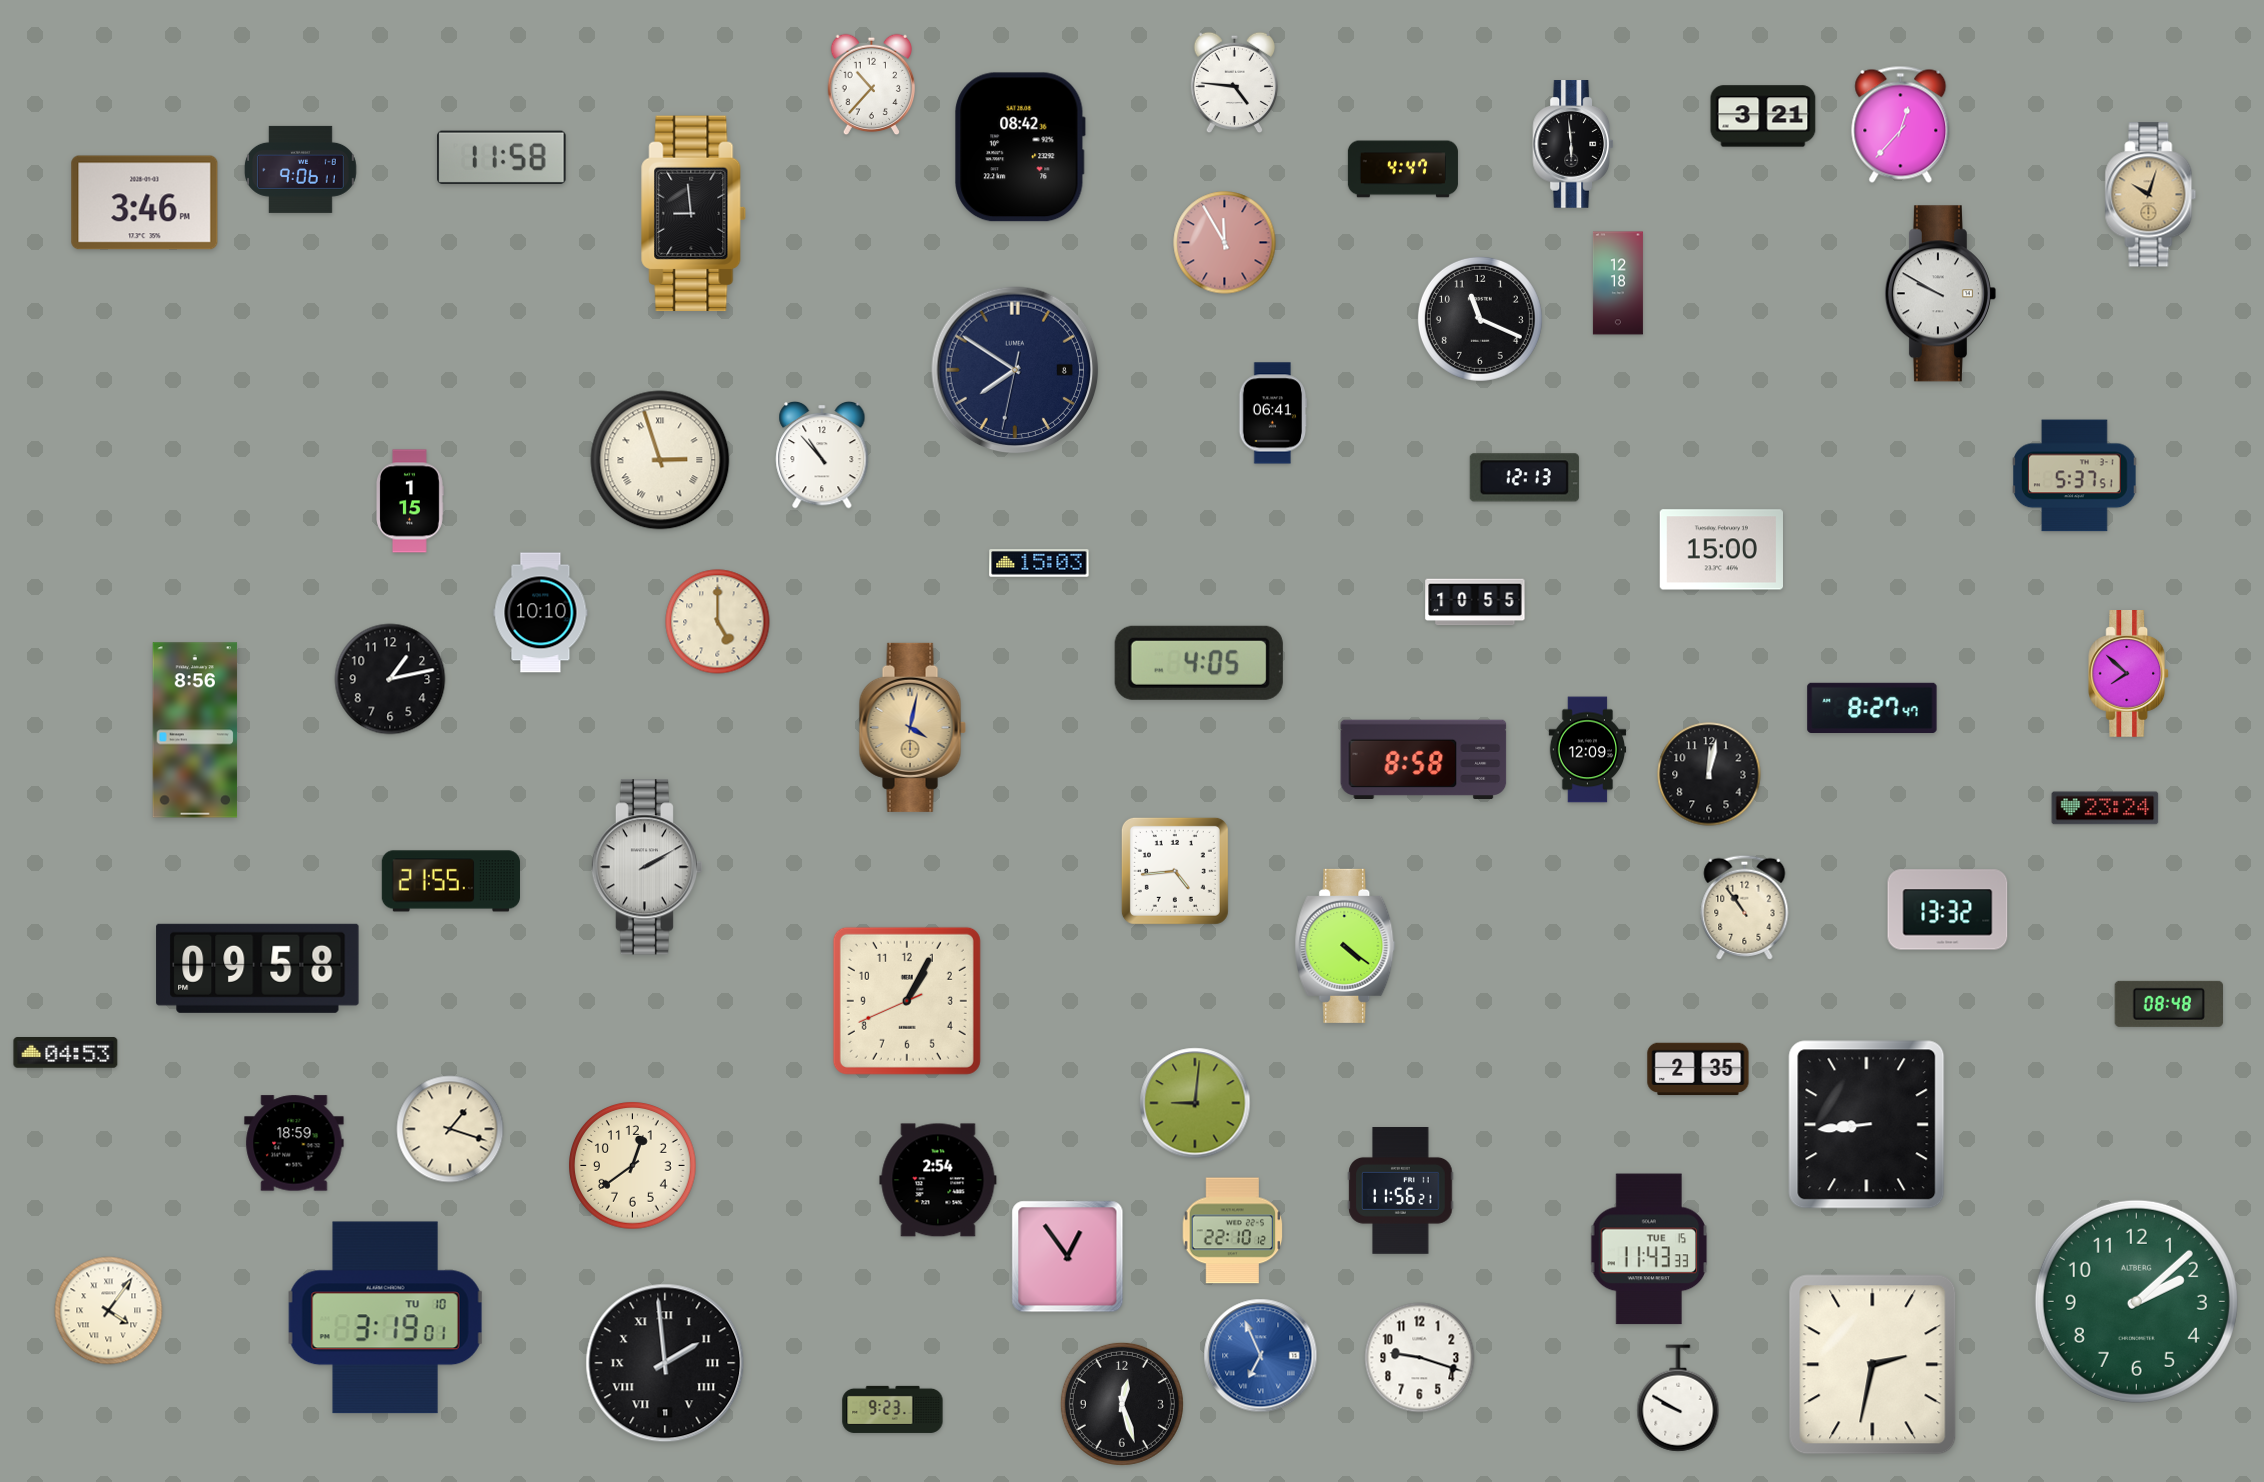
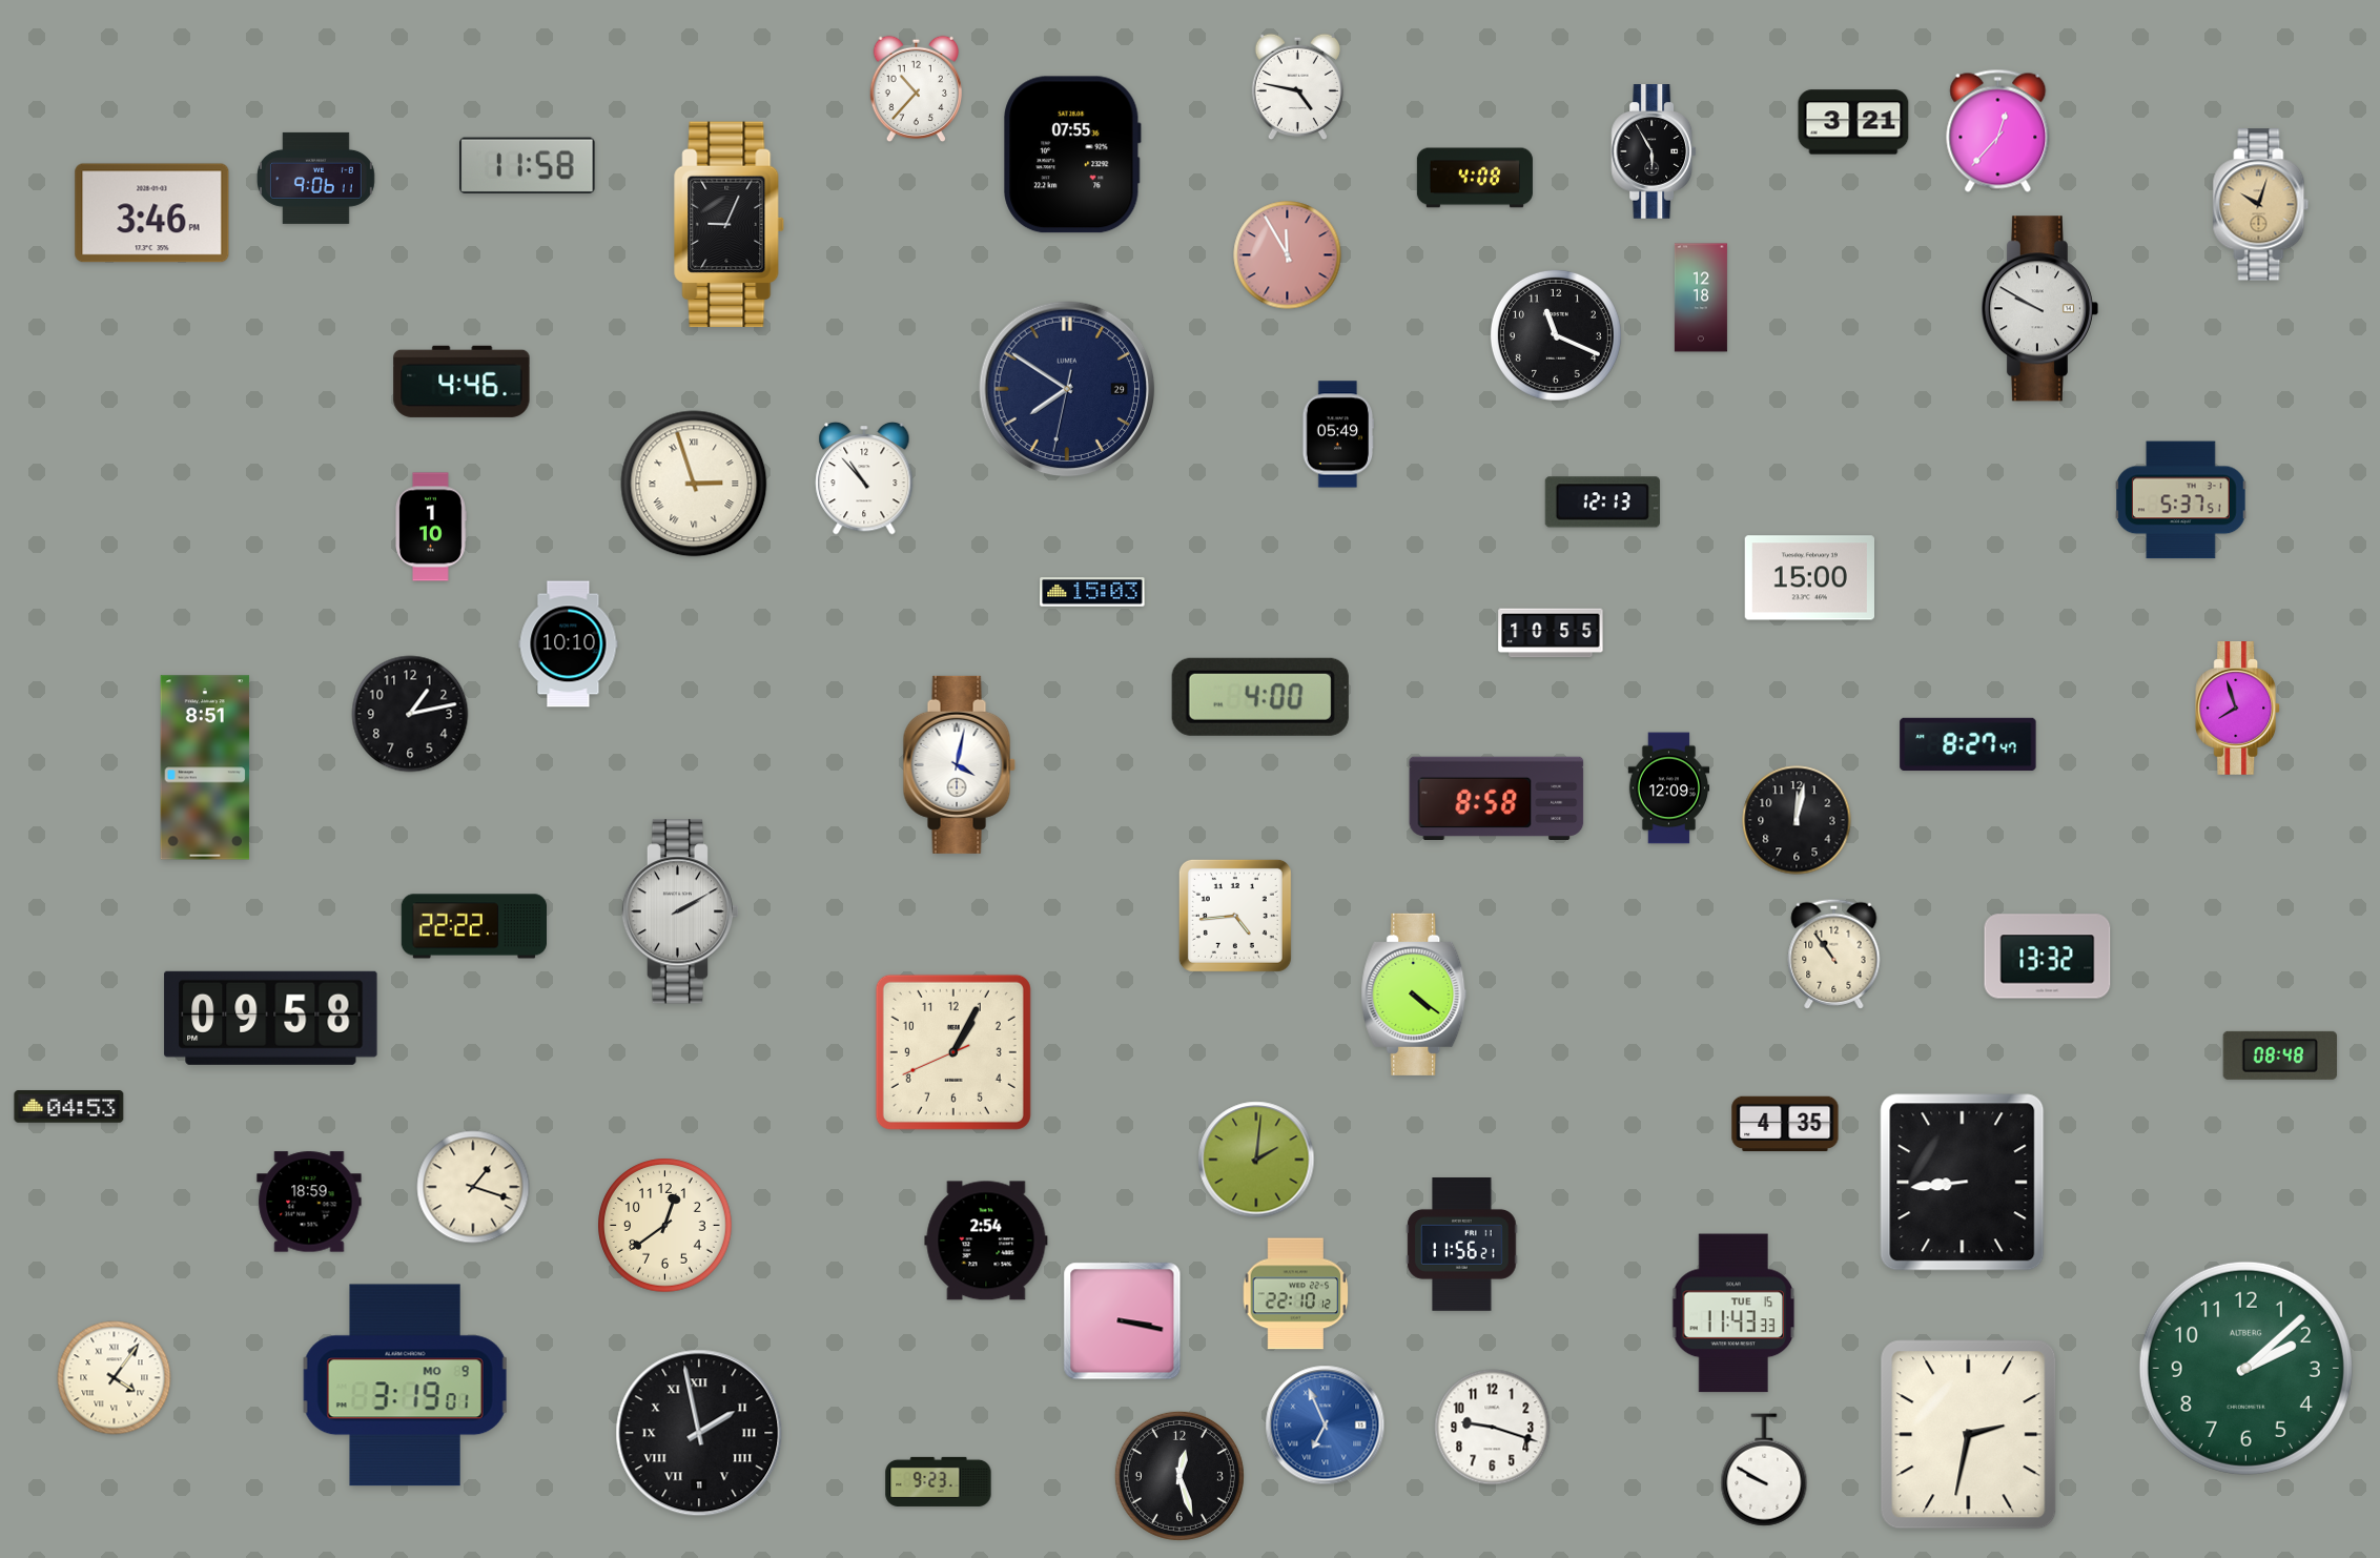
clock at (1235, 83): 4:46 -> 4:47
clock at (1573, 144): 5:59 -> 5:55
clock at (1020, 147): 08:42 -> 07:55
clock at (1403, 169): 4:47 -> 4:08
clock at (693, 214): 8:59 -> 9:04
clock at (461, 382): none -> 4:46
clock at (1015, 370) date: 8 -> 29
clock at (1273, 413): 06:41 -> 05:49
clock at (410, 501): 1:15 -> 1:10
clock at (718, 622): 5:00 -> none
clock at (1199, 663): 4:05 -> 4:00
clock at (2129, 674): 7:52 -> 7:57
clock at (912, 727) dial: champagne -> white
clock at (195, 730): 8:56 -> 8:51
clock at (1709, 774) position: (1709, 774) -> (1797, 820)
clock at (2105, 808): 23:24 -> none
clock at (450, 881): 21:55 -> 22:22
clock at (1698, 1069): 2:35 -> 4:35
clock at (1195, 1103): 9:01 -> 2:01
clock at (1401, 1191) position: (1401, 1191) -> (1462, 1245)
clock at (1068, 1257): 12:54 -> 3:17
clock at (386, 1318) date: TU 10 -> MO 9
clock at (665, 1363): 1:59 -> 1:58
